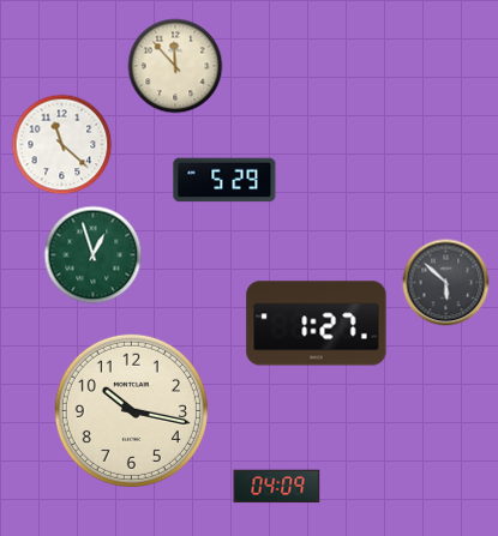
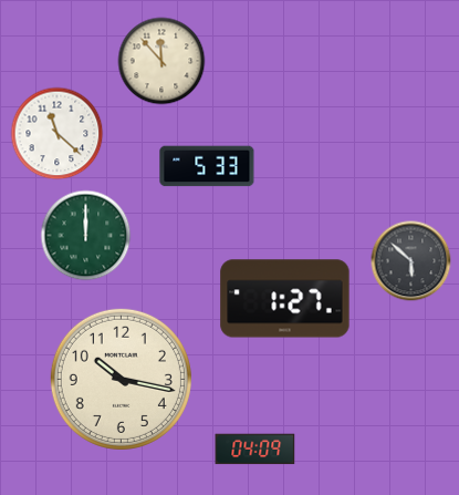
clock at (224, 180): 5:29 -> 5:33
clock at (94, 255): 12:57 -> 12:00
clock at (317, 324) position: (317, 324) -> (285, 299)
